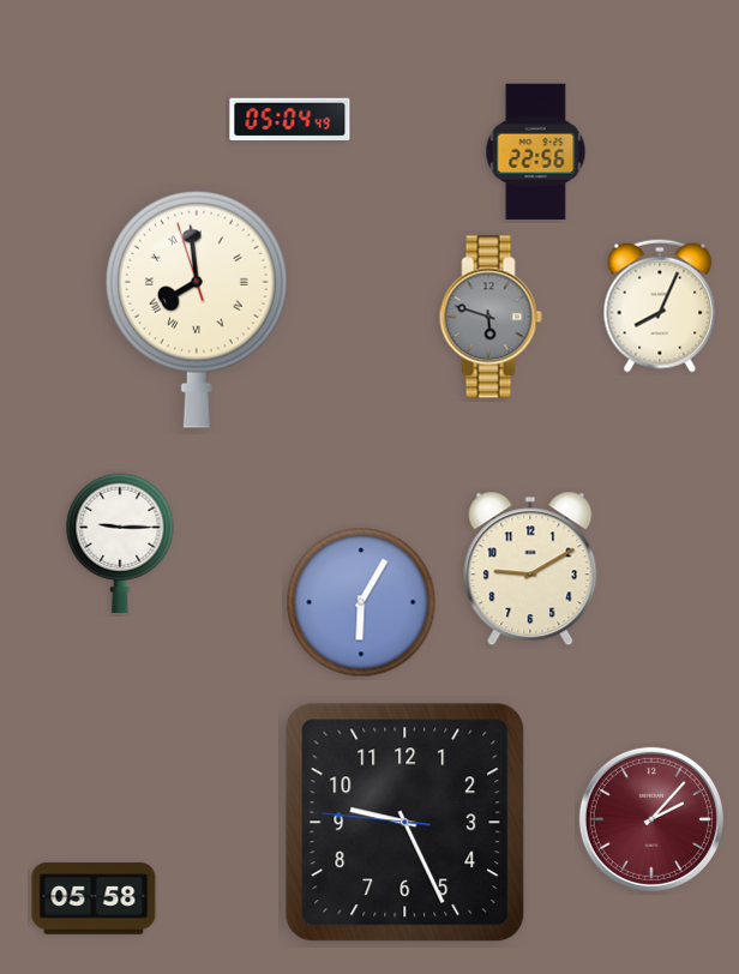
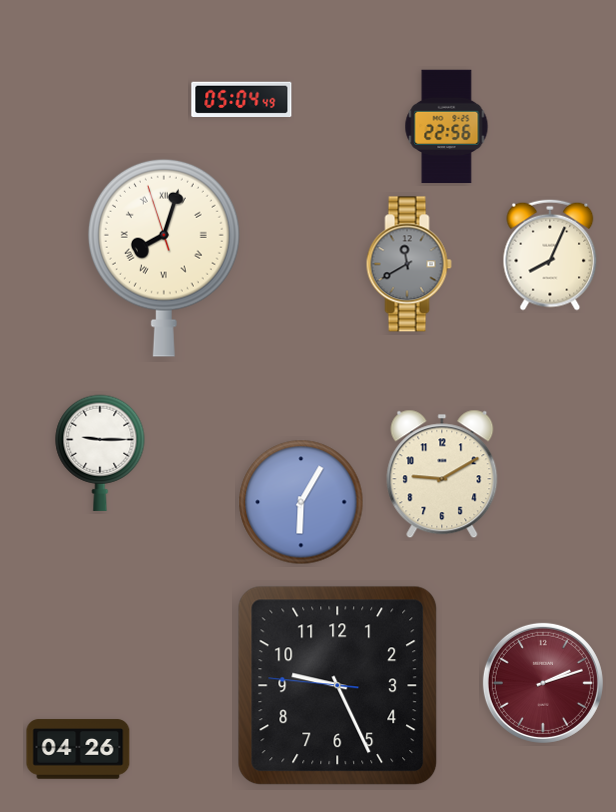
clock at (197, 309): 7:58 -> 8:02
clock at (491, 317): 5:48 -> 11:40
clock at (651, 819): 2:07 -> 2:12
clock at (94, 898): 05:58 -> 04:26
